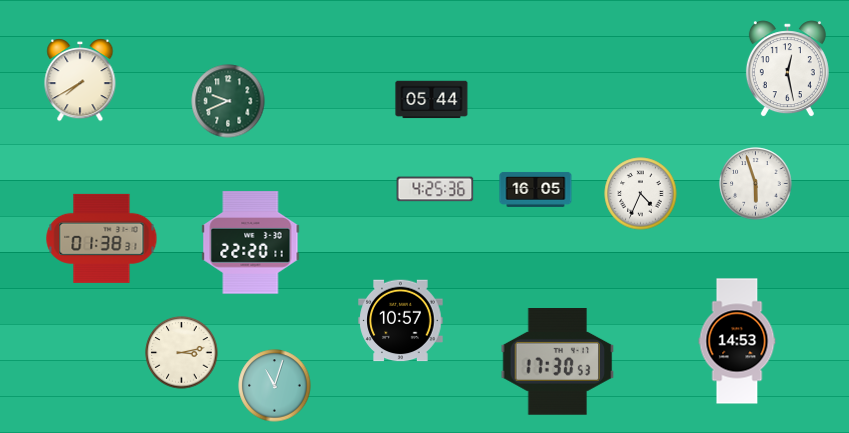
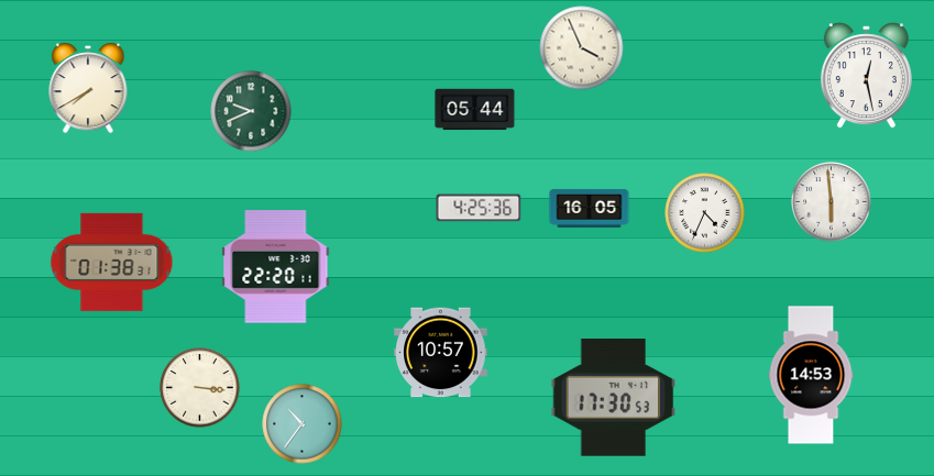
clock at (582, 48): none -> 3:56
clock at (756, 184): 5:57 -> 5:59
clock at (182, 353): 3:13 -> 3:16
clock at (275, 386): 11:03 -> 10:36
